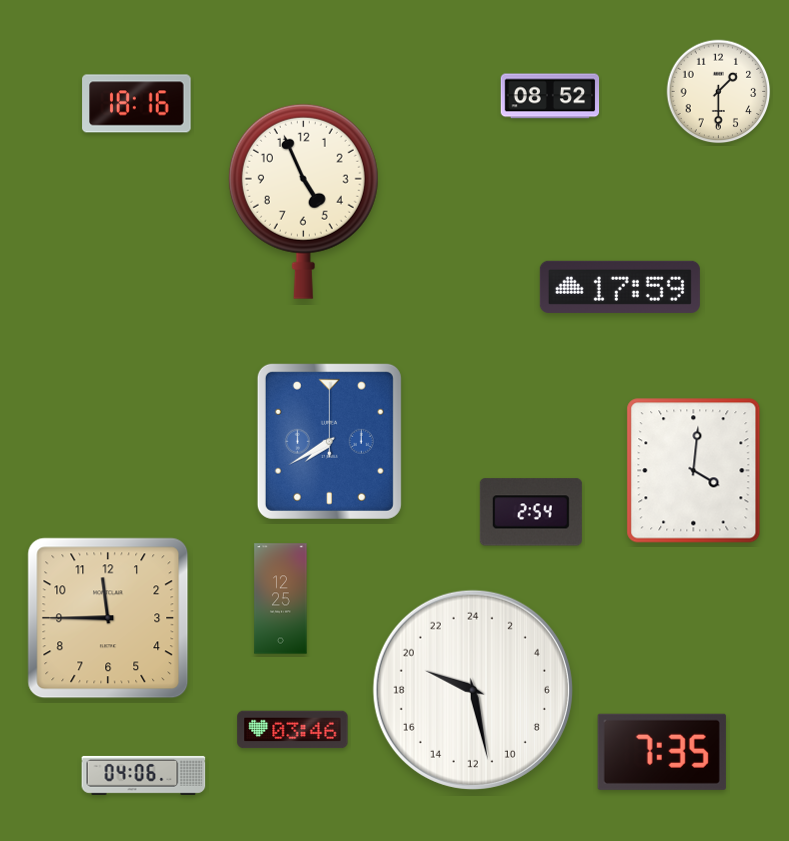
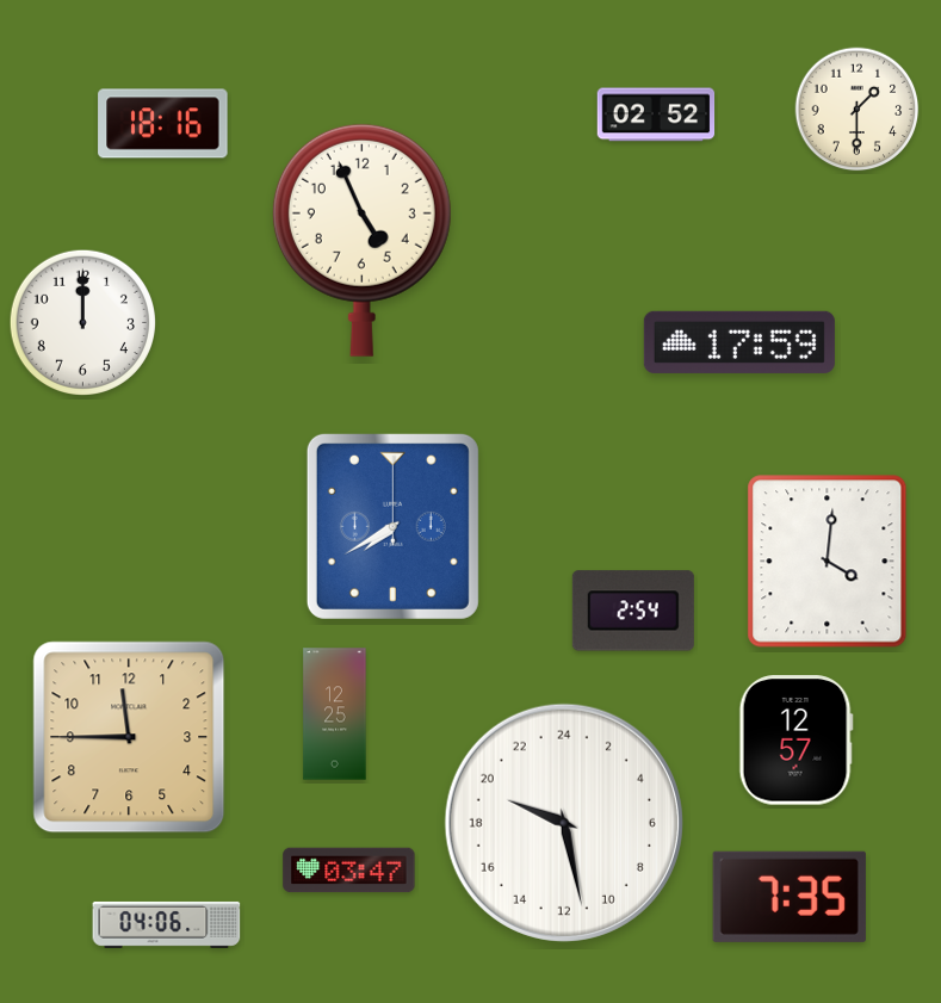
clock at (550, 96): 08:52 -> 02:52
clock at (82, 322): none -> 12:00
clock at (795, 741): none -> 12:57
clock at (293, 730): 03:46 -> 03:47
clock at (144, 775) position: (144, 775) -> (167, 924)
